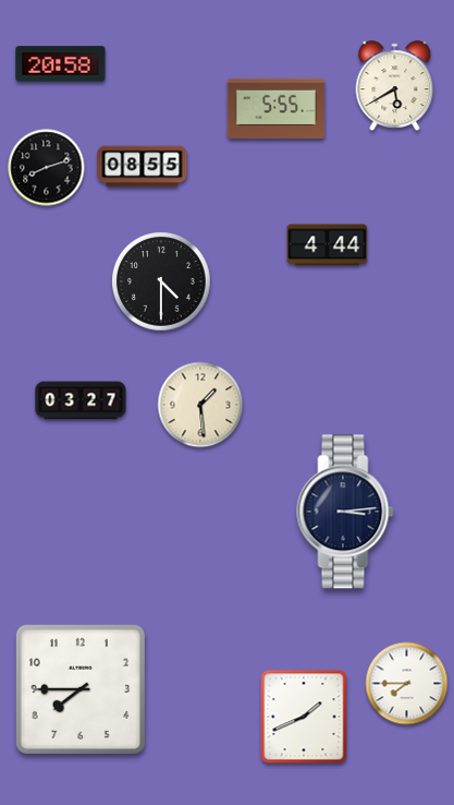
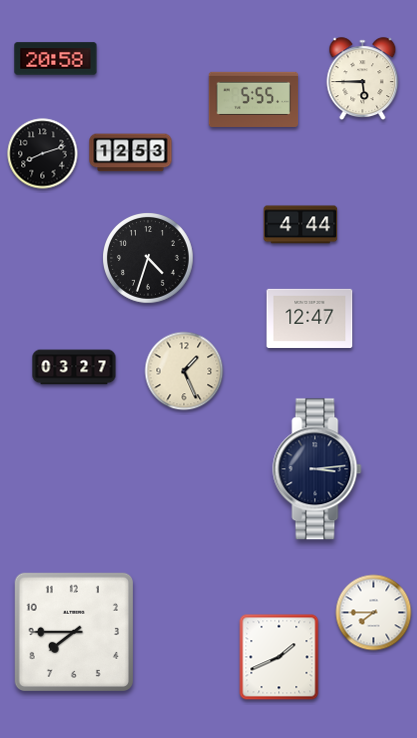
clock at (395, 86): 5:40 -> 5:45
clock at (143, 167): 08:55 -> 12:53
clock at (161, 281): 4:30 -> 4:33
clock at (310, 318): none -> 12:47
clock at (200, 405): 1:29 -> 1:26
clock at (407, 684) position: (407, 684) -> (374, 613)
